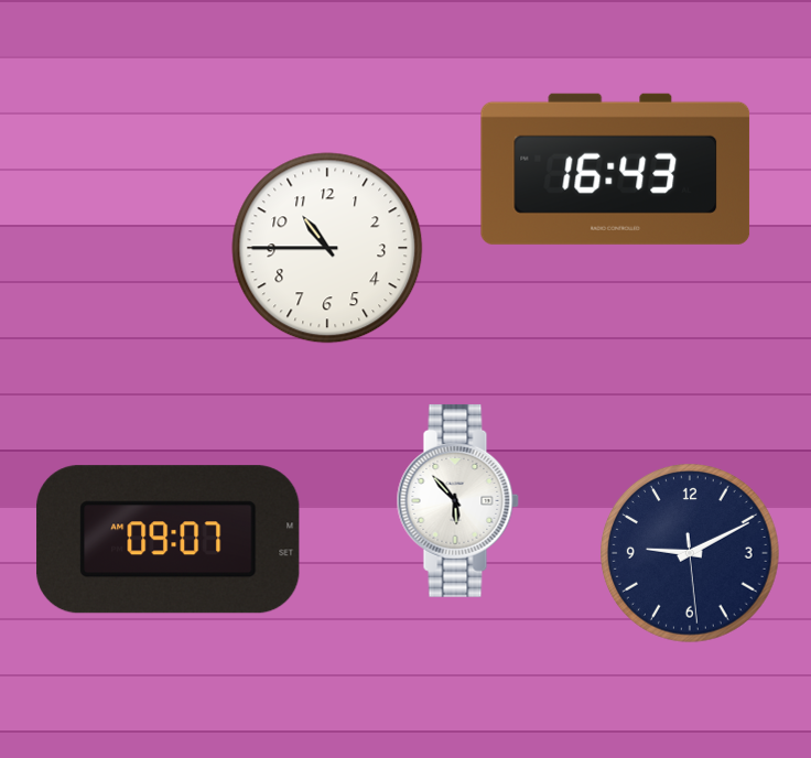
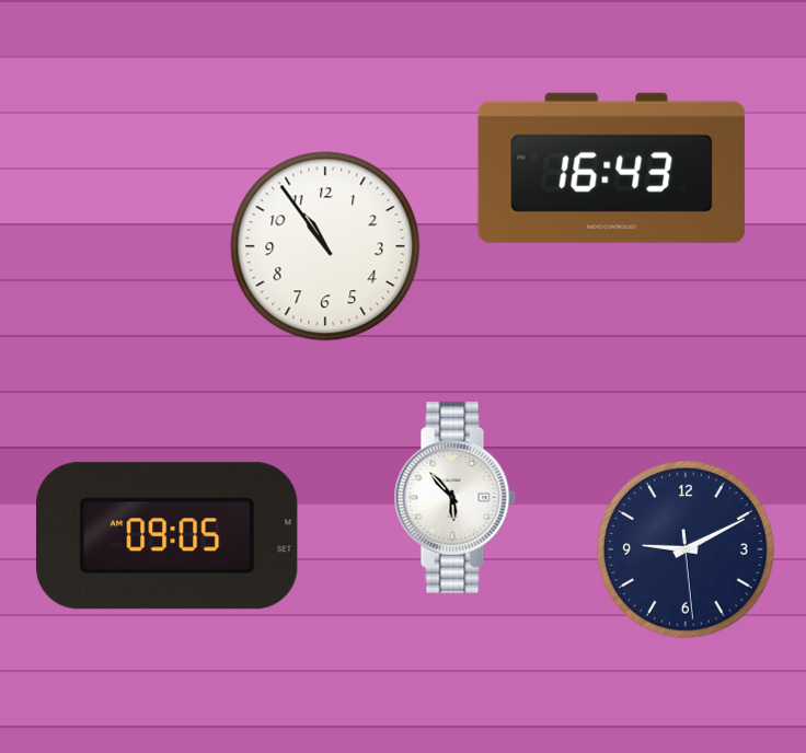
clock at (327, 248): 10:45 -> 10:54
clock at (169, 540): 09:07 -> 09:05
